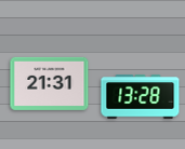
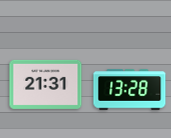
clock at (50, 83) position: (50, 83) -> (46, 84)
